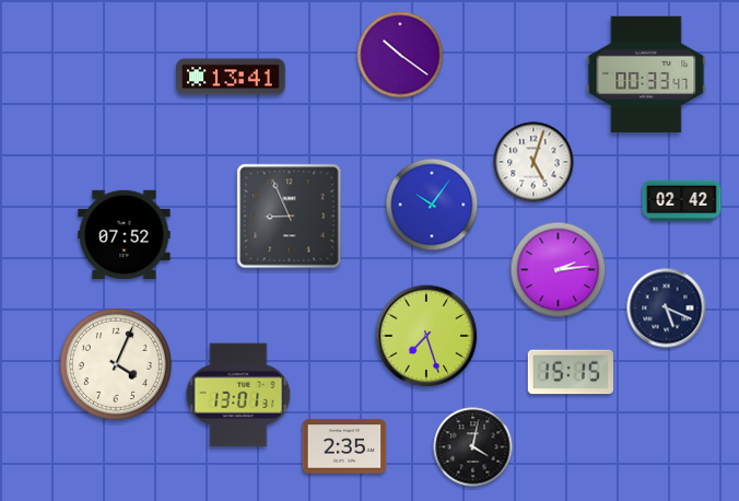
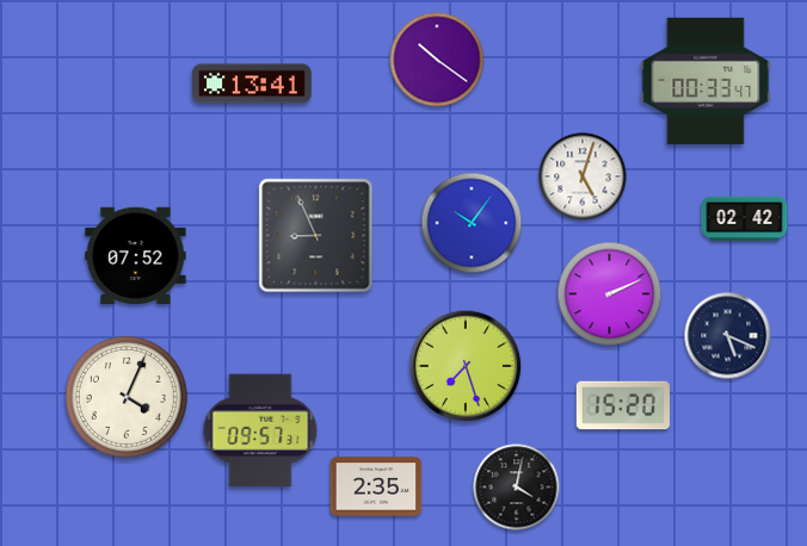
clock at (559, 270): 2:14 -> 2:11
clock at (570, 372): 15:15 -> 15:20
clock at (238, 395): 13:01 -> 09:57
